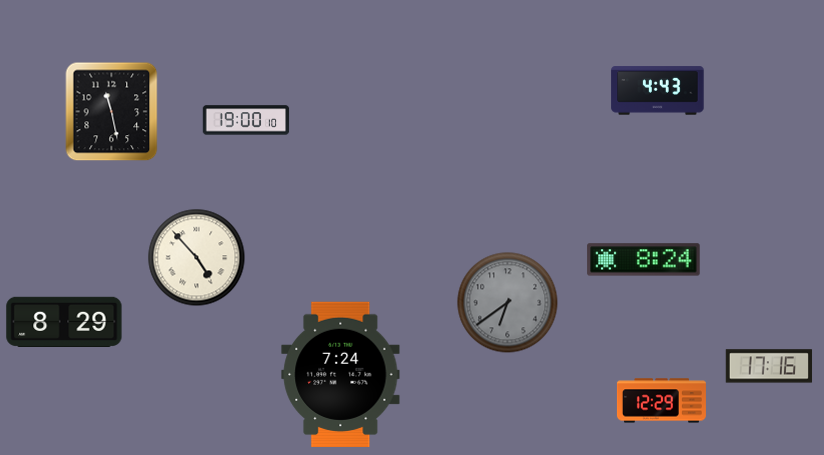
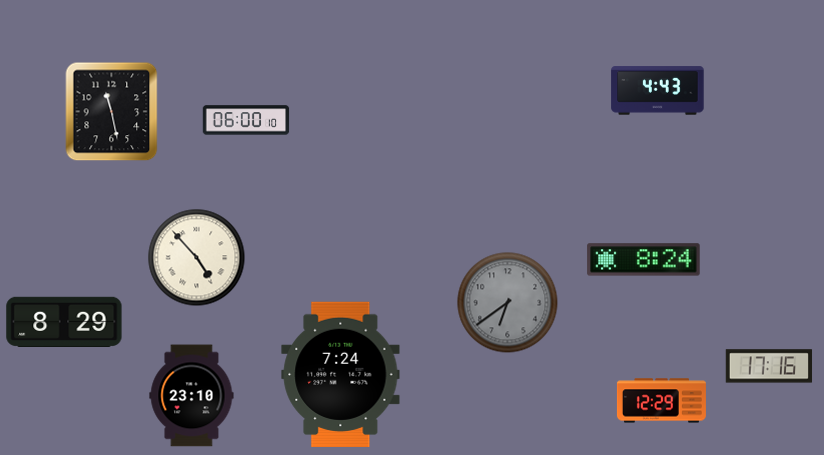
clock at (246, 120): 19:00 -> 06:00
clock at (192, 396): none -> 23:10
